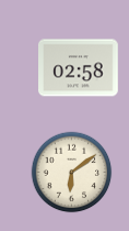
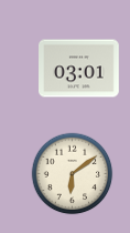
clock at (79, 68): 02:58 -> 03:01
